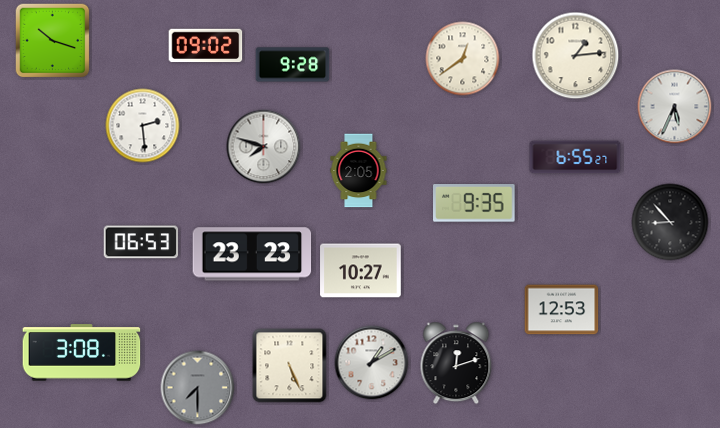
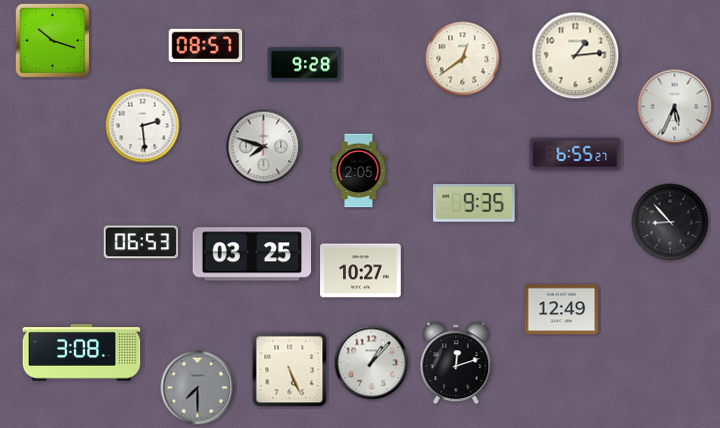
clock at (206, 46): 09:02 -> 08:57
clock at (293, 65) position: (293, 65) -> (305, 65)
clock at (575, 157) position: (575, 157) -> (575, 154)
clock at (252, 254): 23:23 -> 03:25
clock at (562, 310): 12:53 -> 12:49
clock at (372, 363): 1:10 -> 1:07
clock at (290, 366) position: (290, 366) -> (290, 370)
